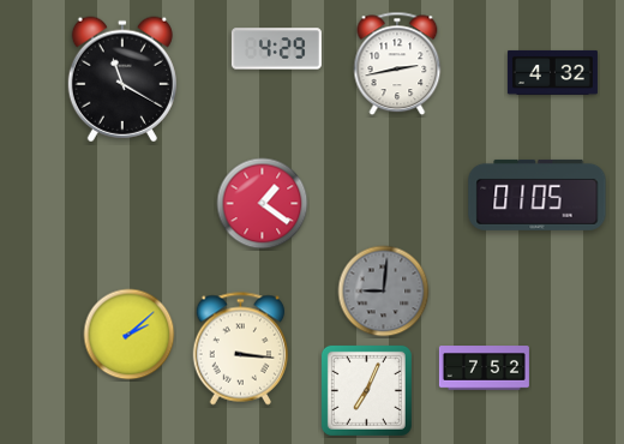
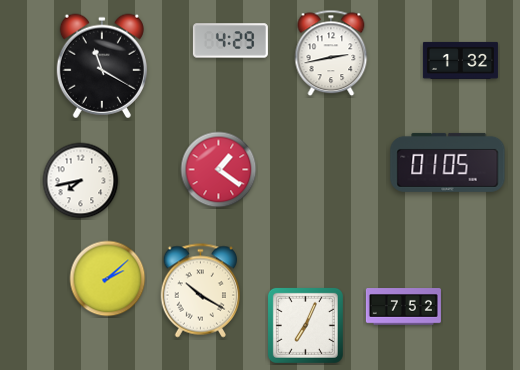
clock at (552, 72): 4:32 -> 1:32
clock at (81, 181): none -> 7:43
clock at (384, 292): 9:01 -> none
clock at (241, 349): 3:16 -> 10:20
